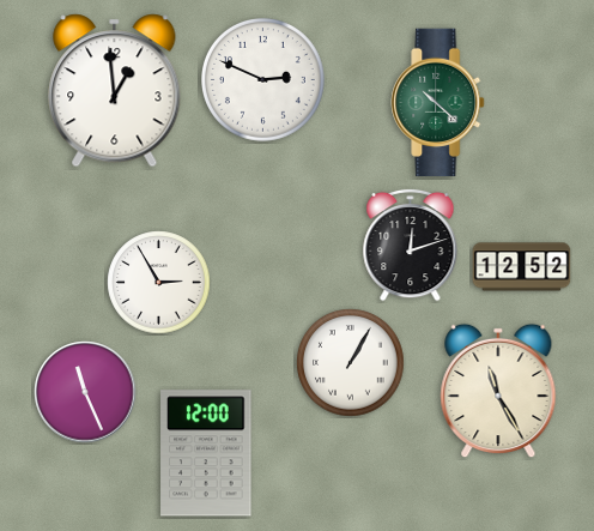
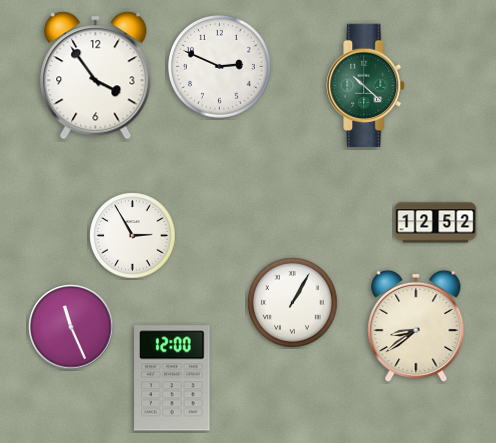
clock at (115, 91): 12:59 -> 3:54
clock at (411, 245): 12:12 -> none
clock at (498, 391): 11:25 -> 8:39
